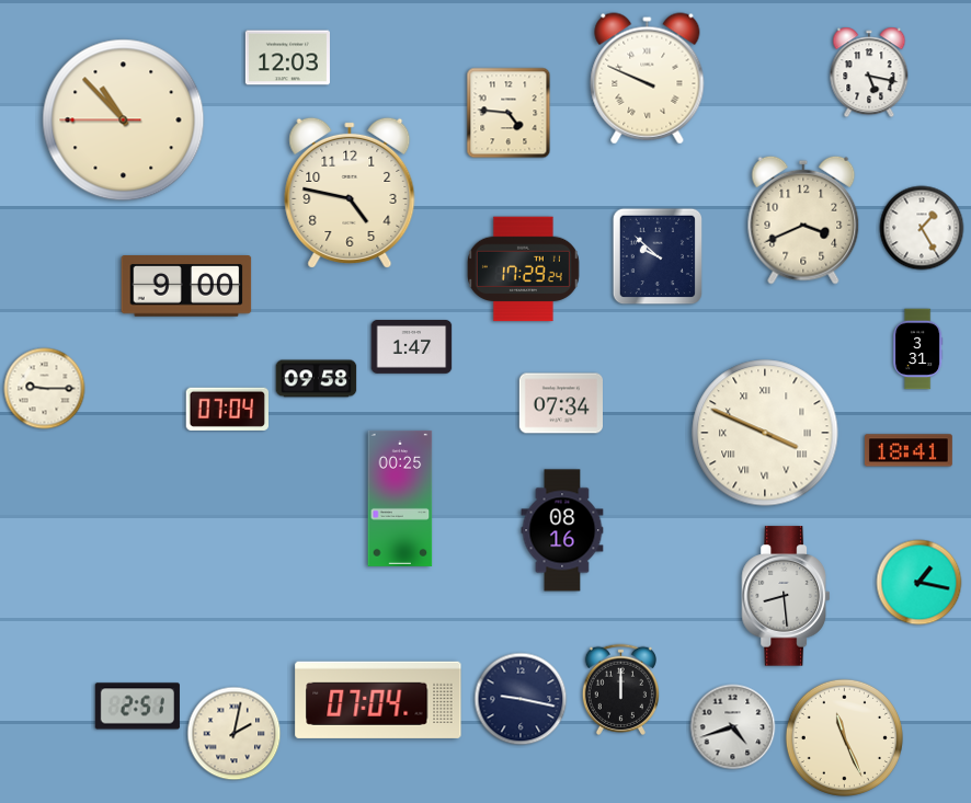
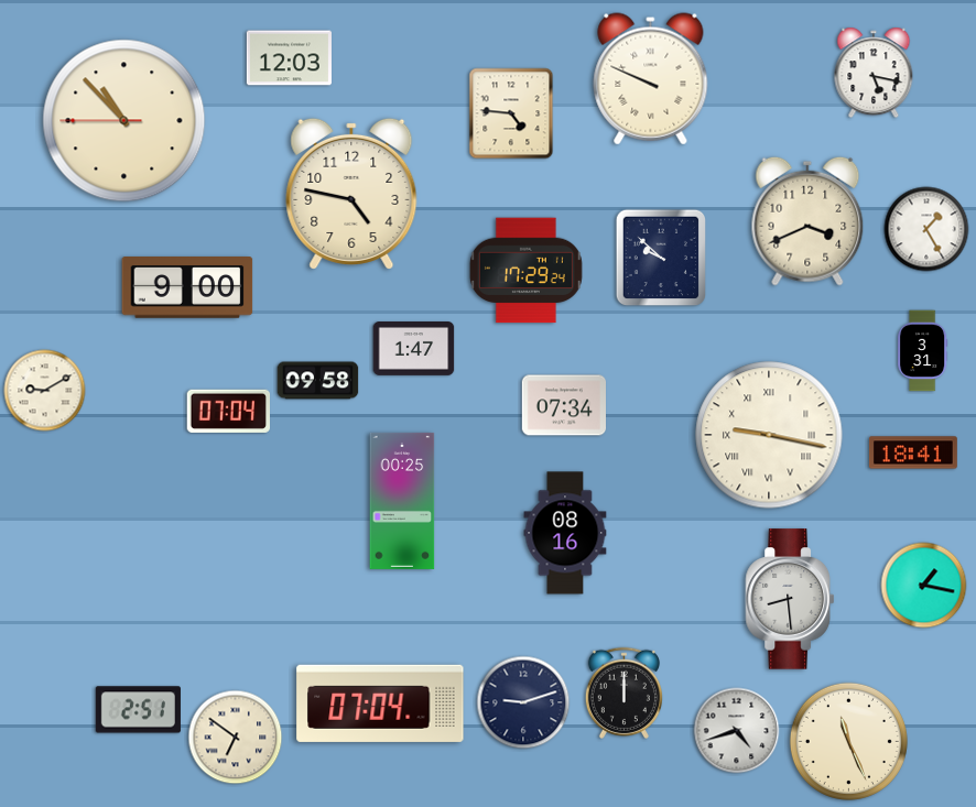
clock at (45, 389): 9:15 -> 9:10
clock at (765, 433): 3:49 -> 9:17
clock at (521, 699): 9:17 -> 9:12
clock at (235, 734): 2:02 -> 6:51
